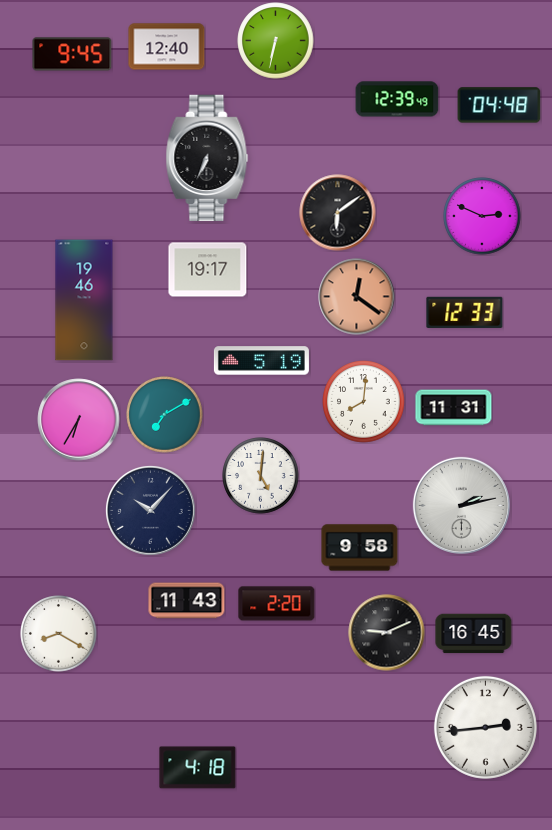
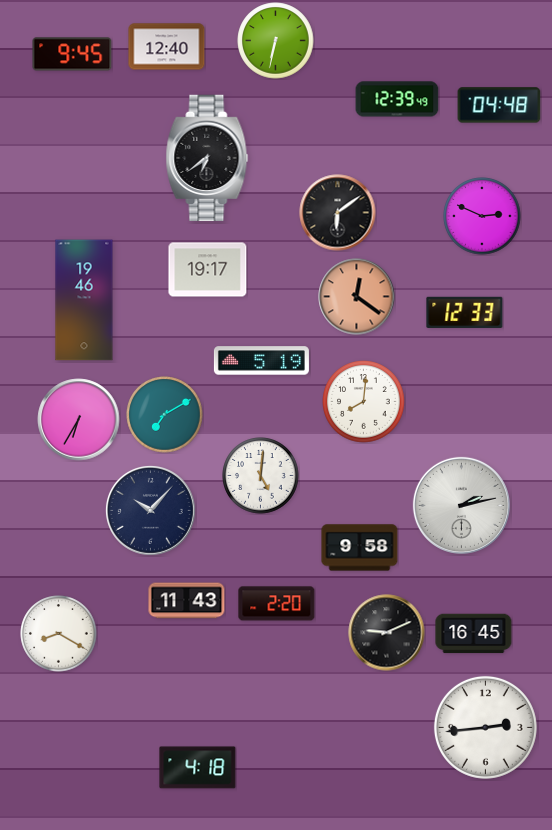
clock at (207, 158): 6:34 -> 6:39
clock at (454, 408): 11:31 -> none
